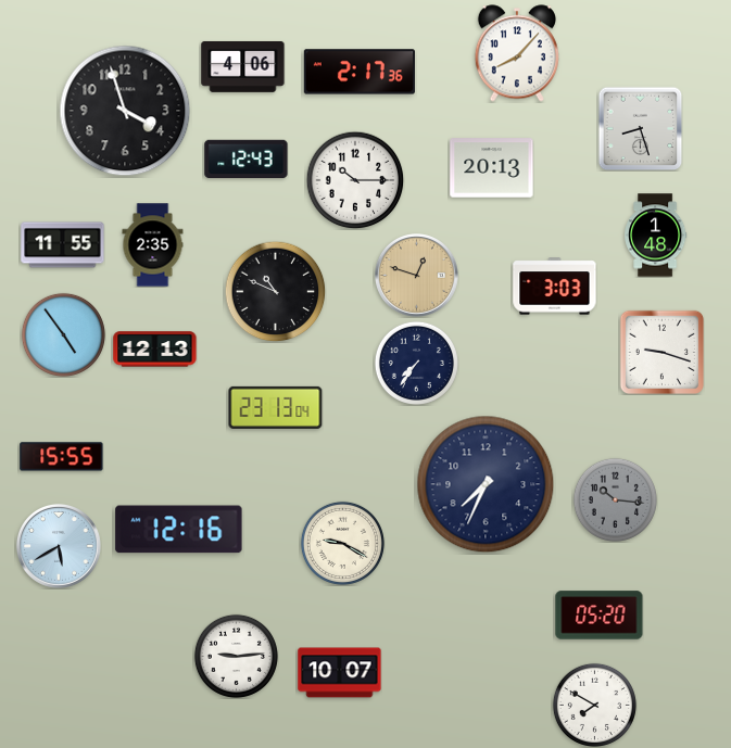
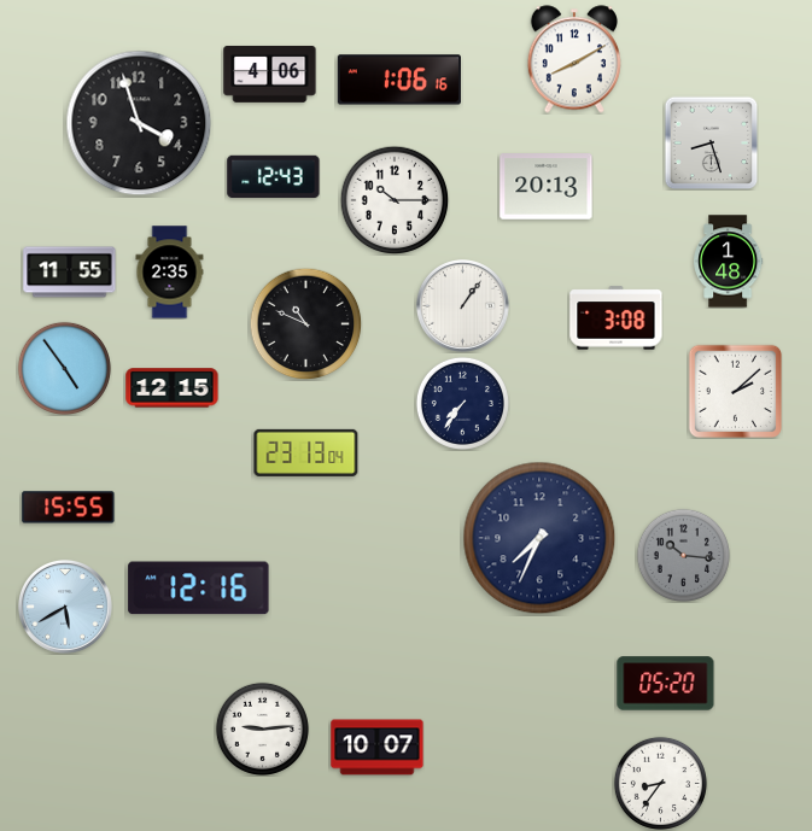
clock at (517, 53): 8:07 -> 8:10
clock at (360, 72): 2:17 -> 1:06
clock at (417, 276): 12:48 -> 1:06
clock at (417, 276) dial: champagne -> white
clock at (555, 287): 3:03 -> 3:08
clock at (63, 334) position: (63, 334) -> (64, 368)
clock at (155, 350): 12:13 -> 12:15
clock at (661, 352): 9:18 -> 2:08
clock at (342, 543): 9:20 -> none
clock at (594, 705): 7:50 -> 8:36
